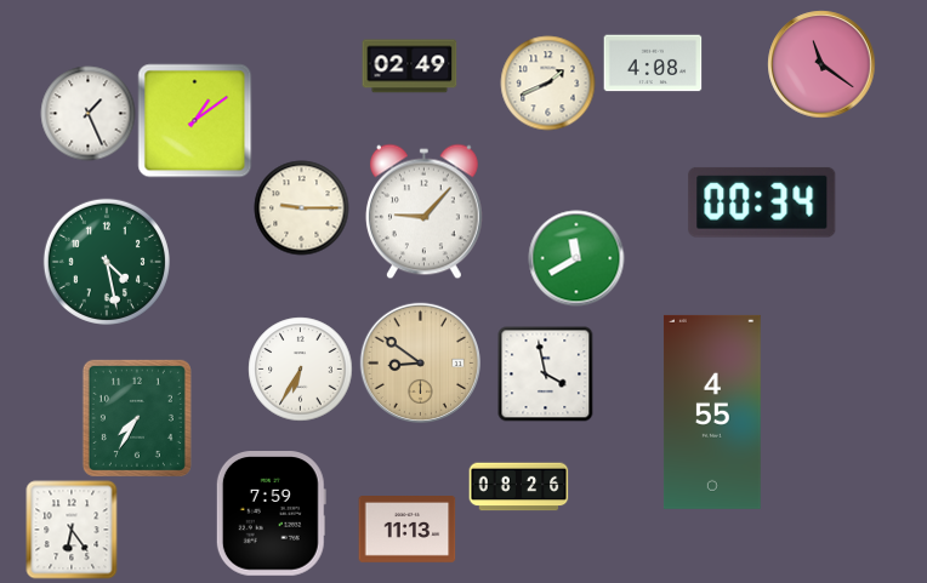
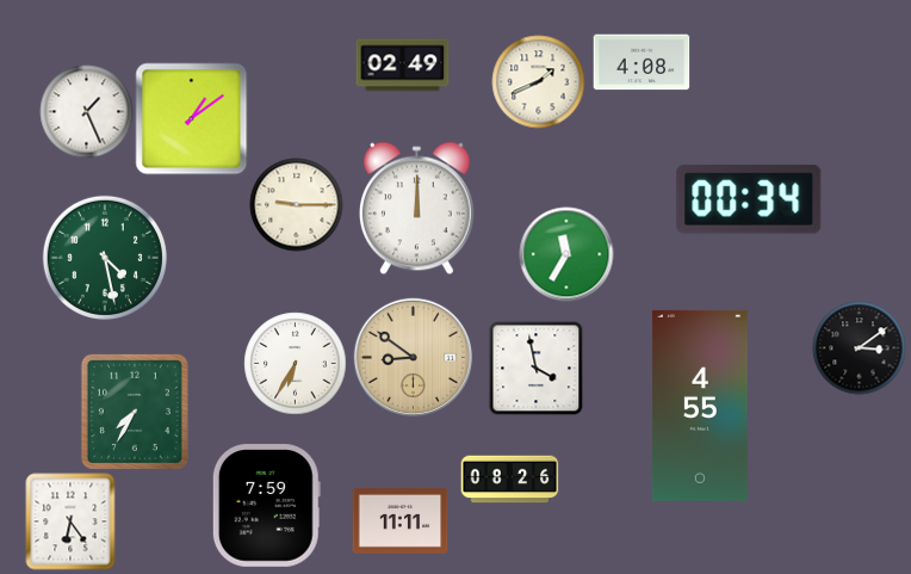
clock at (821, 64): 11:21 -> none
clock at (423, 211): 9:07 -> 12:00
clock at (576, 258): 11:40 -> 11:35
clock at (859, 347): none -> 3:09
clock at (406, 530): 11:13 -> 11:11
